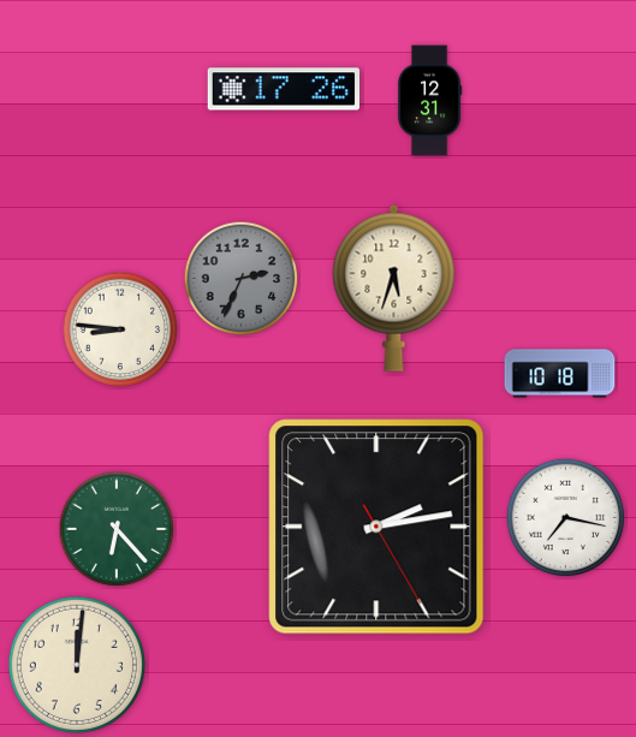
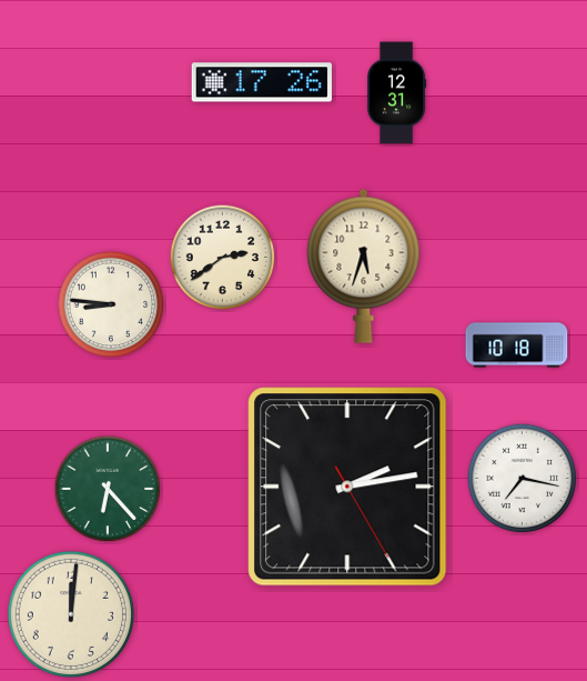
clock at (242, 279): 2:34 -> 2:39
clock at (242, 279) dial: grey -> cream
